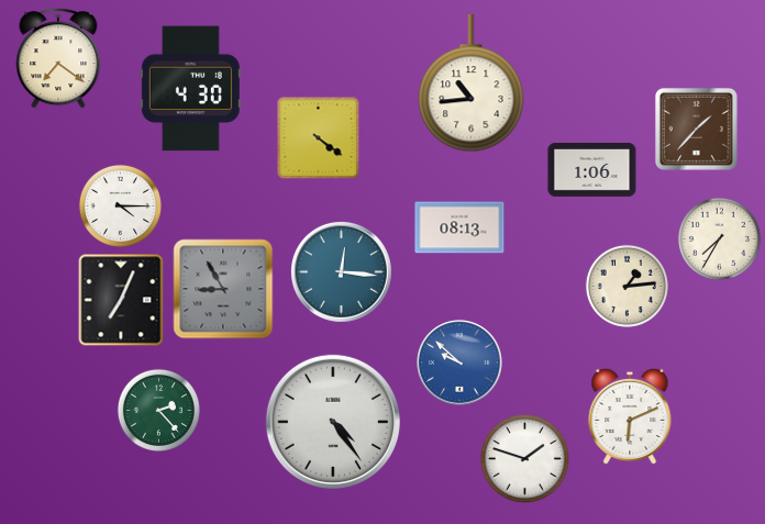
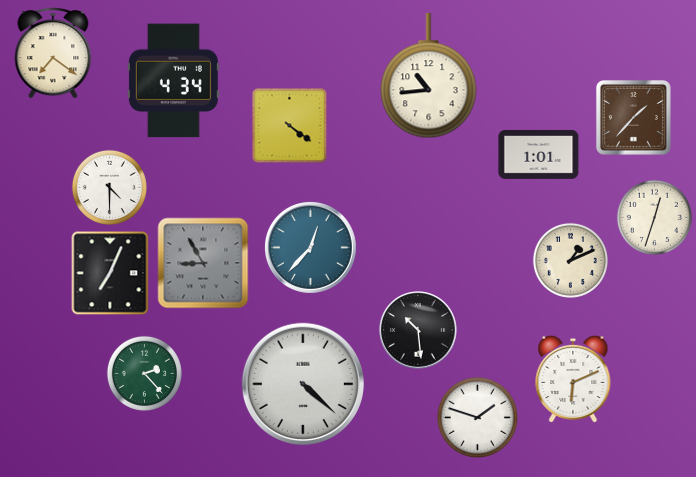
clock at (190, 89): 4:30 -> 4:34
clock at (592, 169): 1:06 -> 1:01
clock at (120, 205): 4:15 -> 4:30
clock at (459, 227): 08:13 -> none
clock at (719, 238): 7:35 -> 12:33
clock at (341, 271): 12:16 -> 12:37
clock at (627, 286): 1:14 -> 1:11
clock at (459, 363): 9:52 -> 10:29
clock at (459, 363) dial: blue -> black
clock at (333, 422): 4:24 -> 4:22
